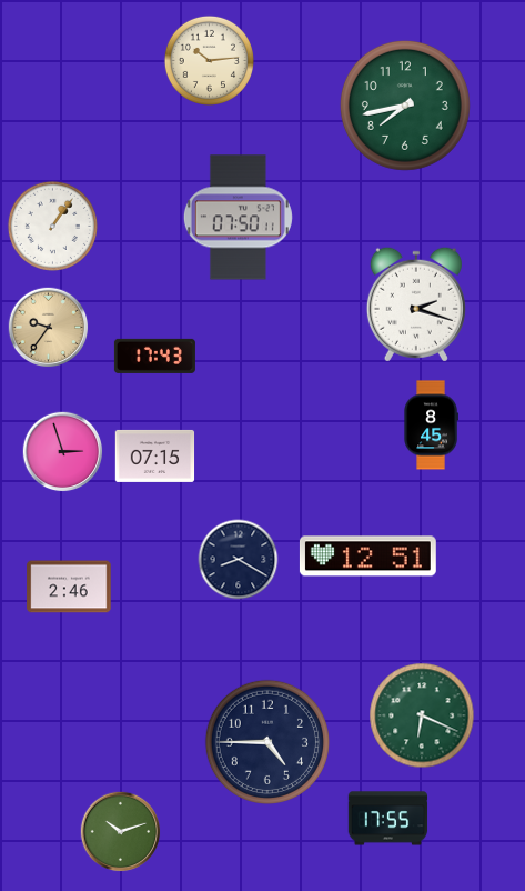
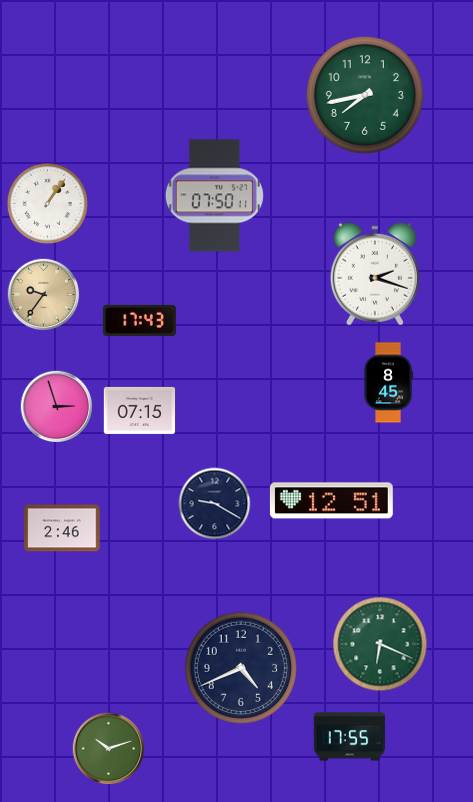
clock at (209, 60): 10:14 -> none
clock at (239, 560): 8:20 -> 9:20
clock at (267, 742): 4:45 -> 4:41
